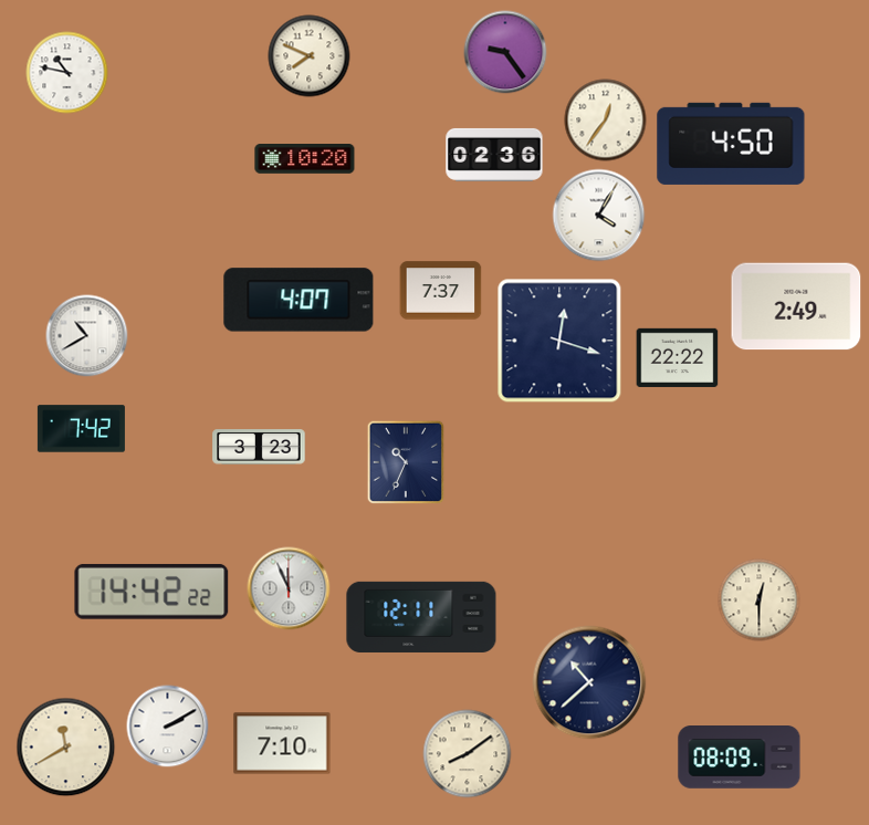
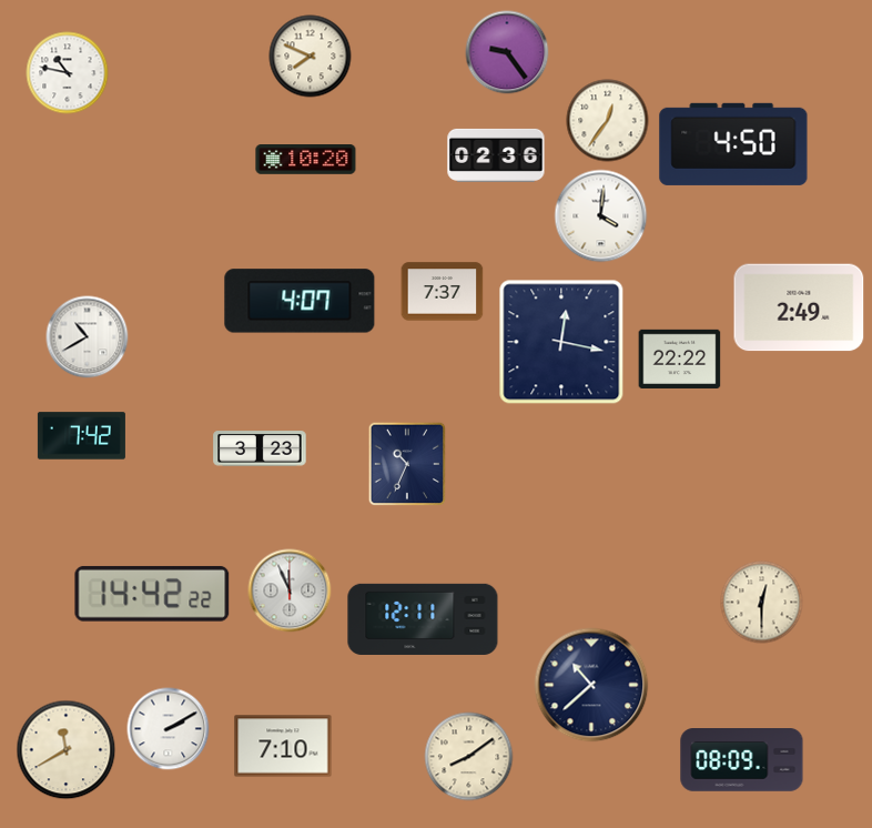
clock at (599, 216): 4:05 -> 4:01
clock at (559, 341): 12:18 -> 12:17
clock at (81, 429) position: (81, 429) -> (81, 436)
